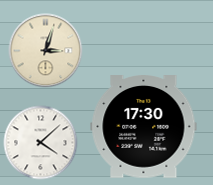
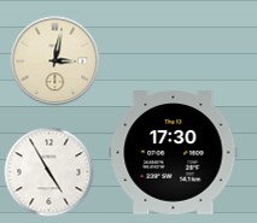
clock at (46, 51): 3:03 -> 3:02
clock at (41, 143): 4:08 -> 4:55
